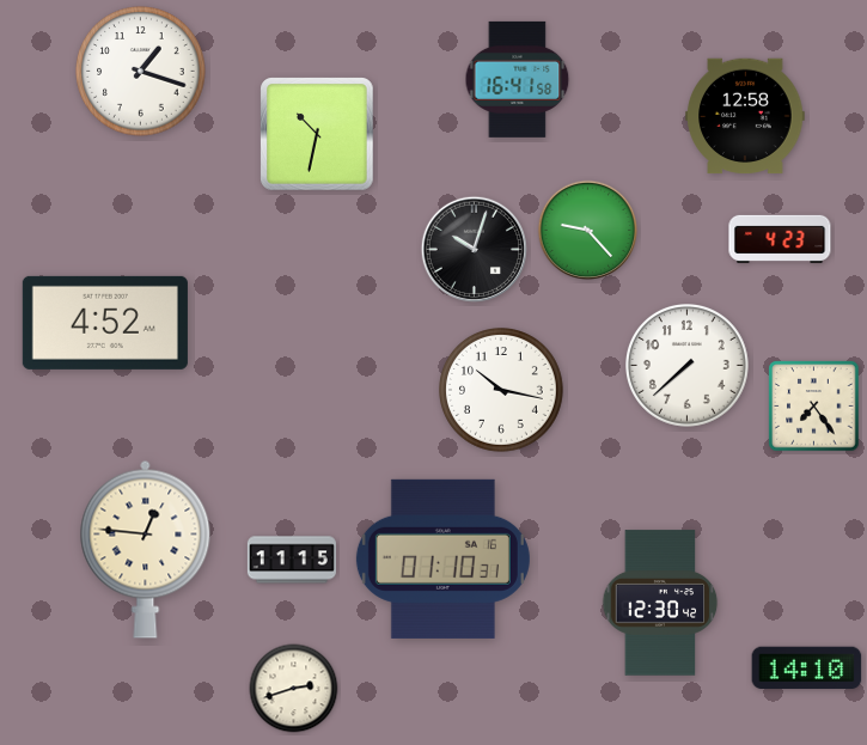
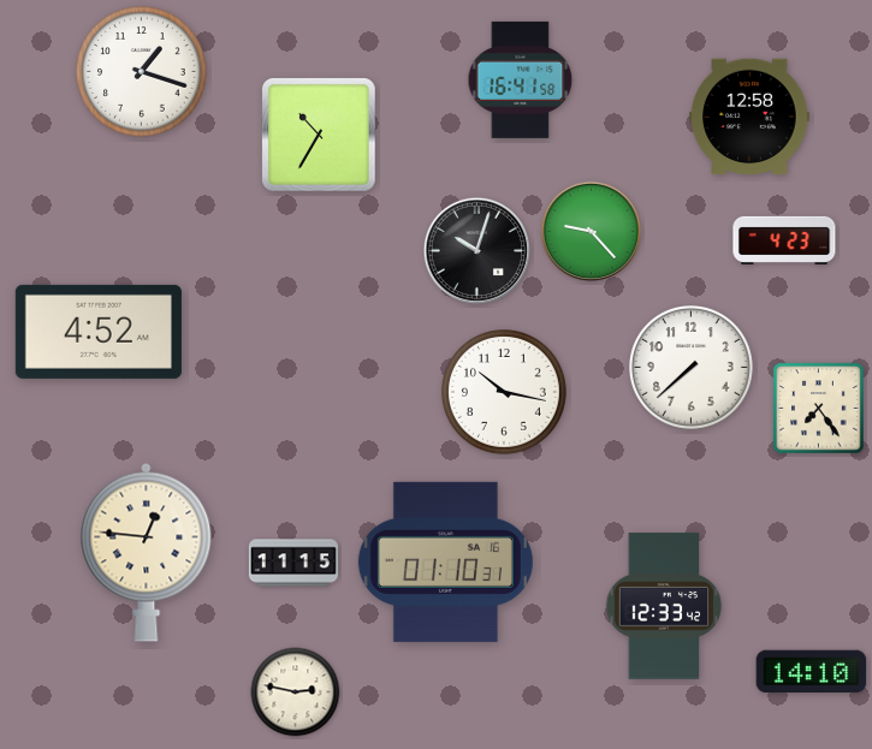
clock at (317, 134): 10:32 -> 10:35
clock at (105, 323) position: (105, 323) -> (99, 332)
clock at (660, 603): 12:30 -> 12:33
clock at (294, 689): 2:42 -> 2:47
